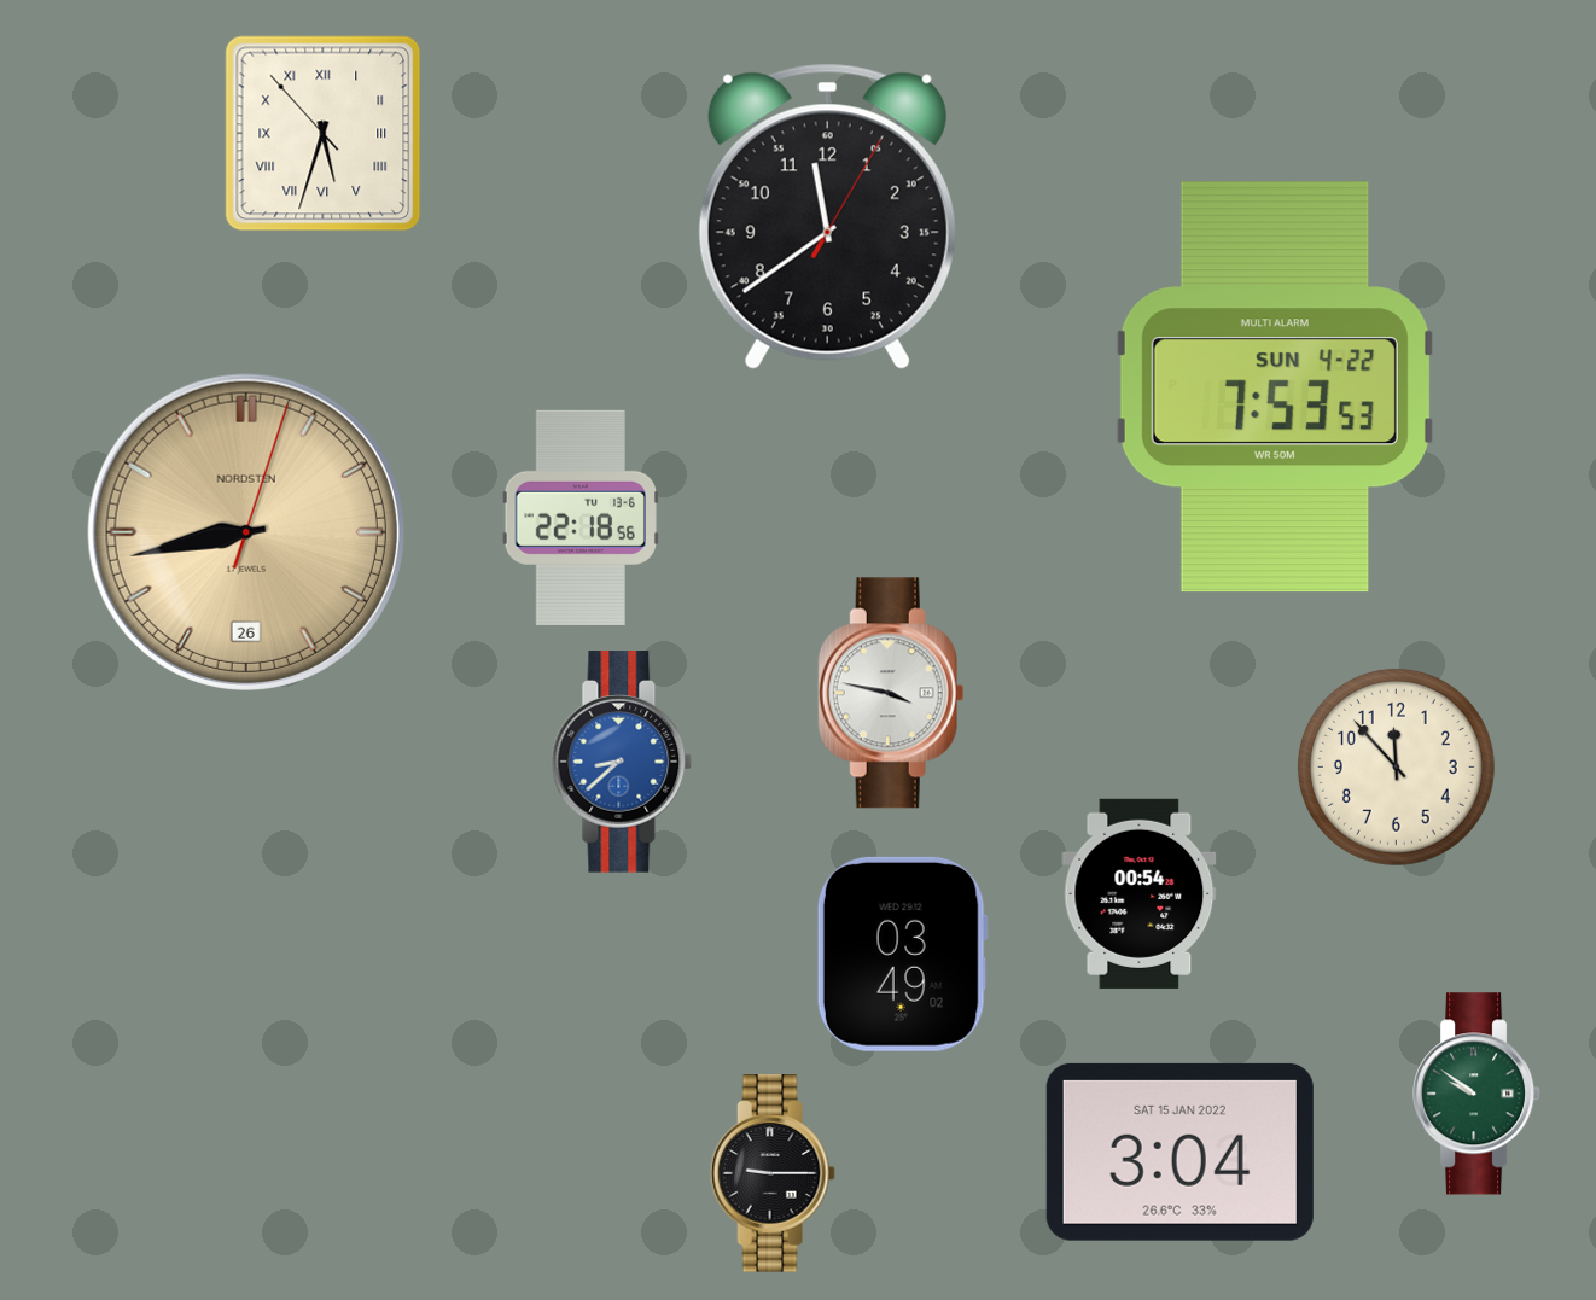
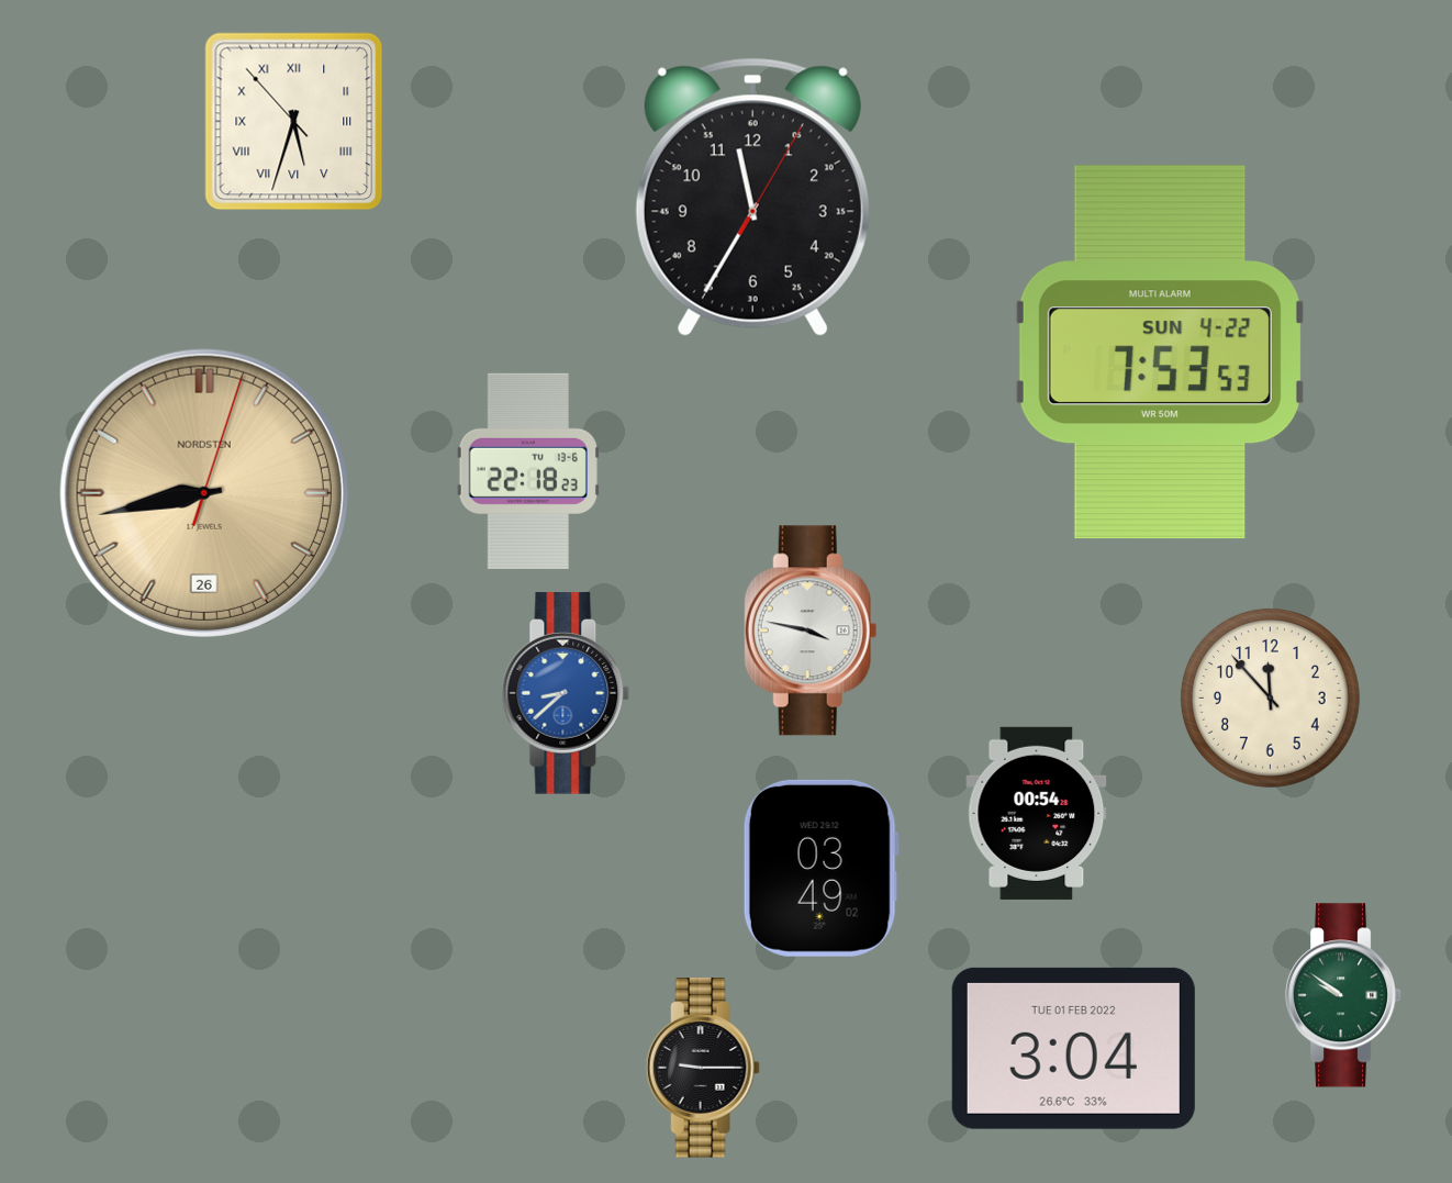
clock at (827, 216): 11:39 -> 11:35
clock at (581, 518): 22:18:56 -> 22:18:23
clock at (246, 532) position: (246, 532) -> (204, 493)
clock at (1179, 1152) date: SAT 15 JAN 2022 -> TUE 01 FEB 2022
